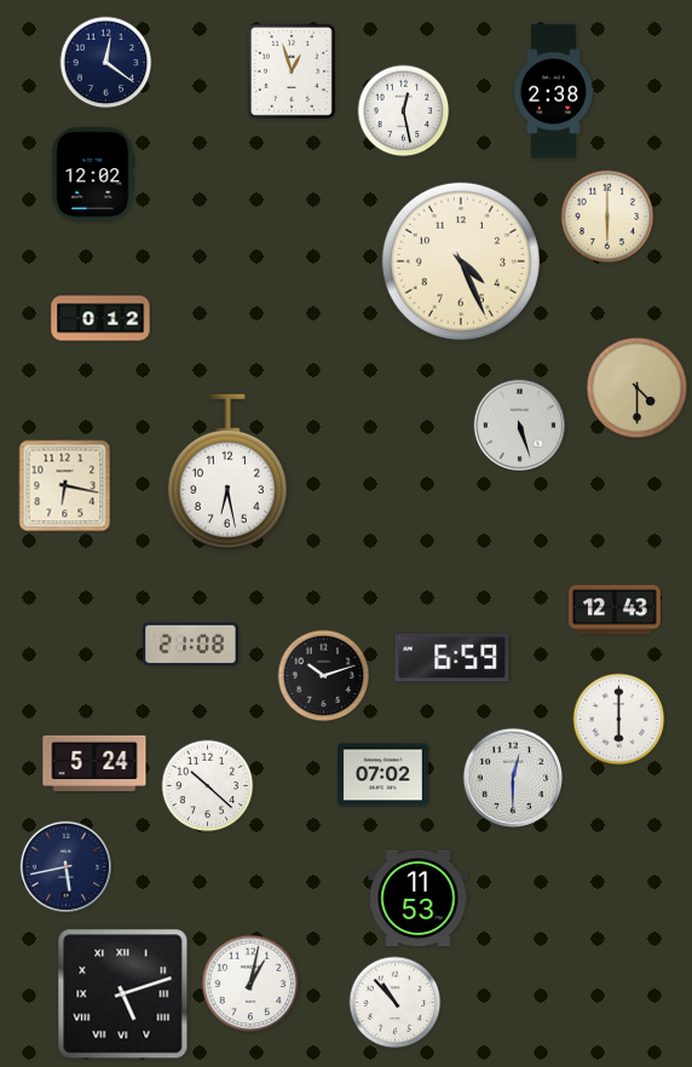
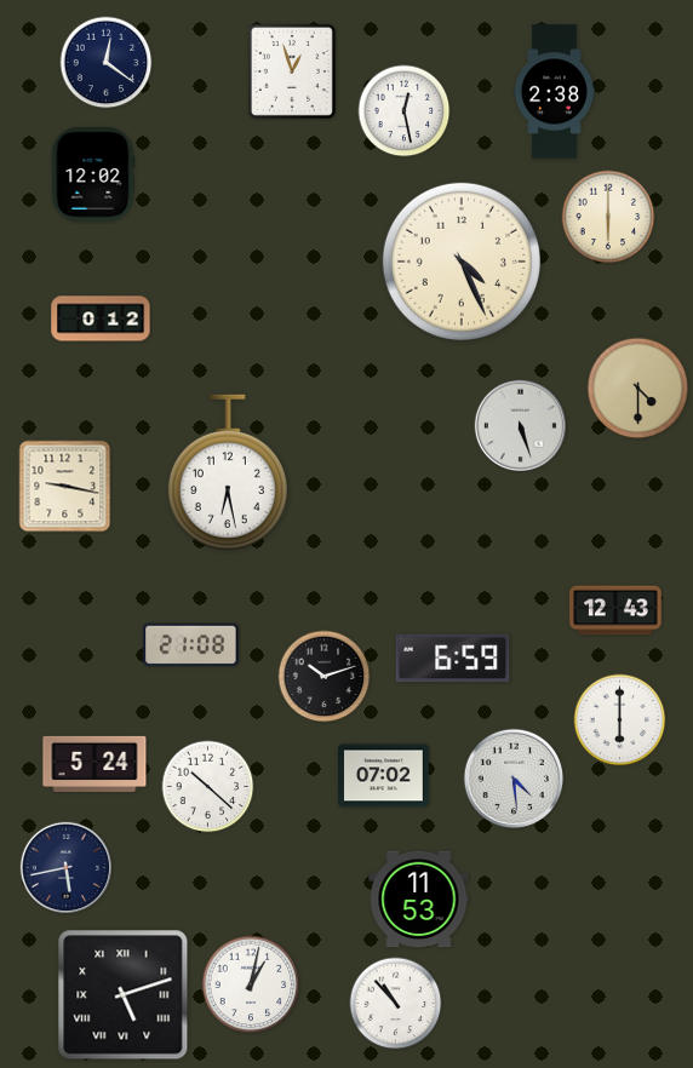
clock at (65, 486): 6:17 -> 9:17
clock at (513, 778): 12:30 -> 4:29
